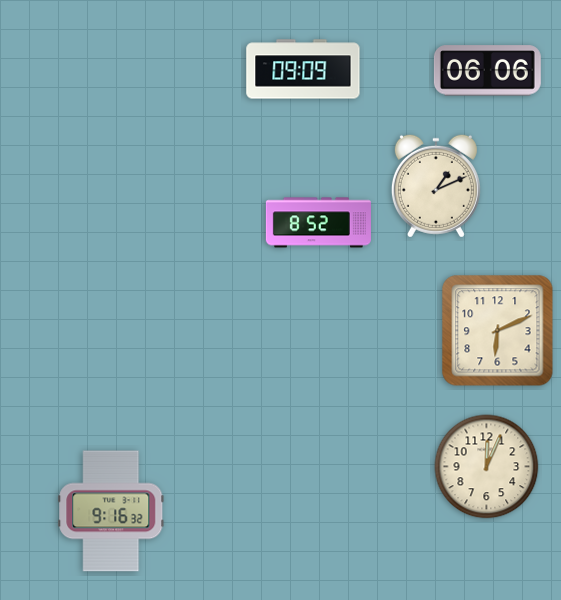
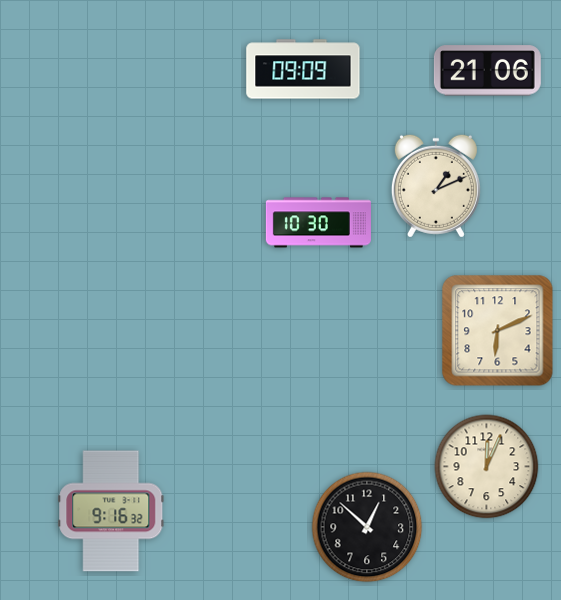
clock at (487, 71): 06:06 -> 21:06
clock at (318, 223): 8:52 -> 10:30
clock at (367, 527): none -> 12:52
